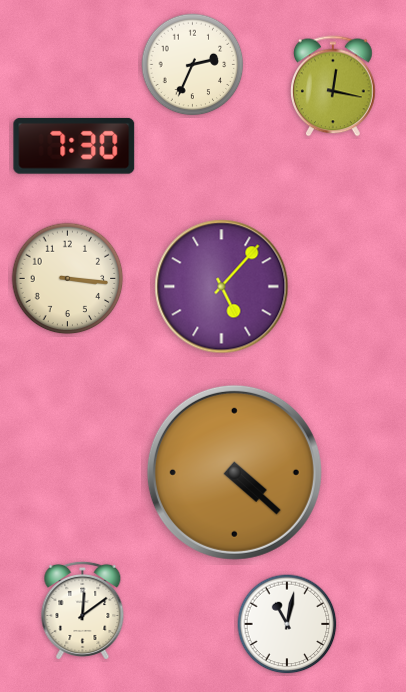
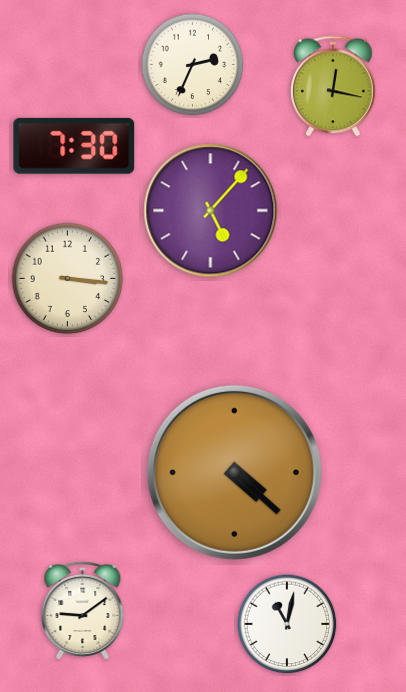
clock at (222, 287) position: (222, 287) -> (211, 211)
clock at (83, 610): 12:09 -> 9:09
